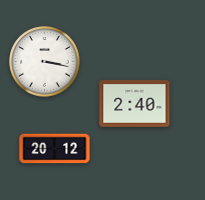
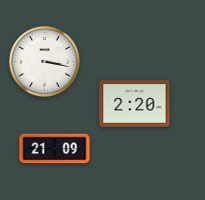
clock at (135, 104): 2:40 -> 2:20
clock at (55, 149): 20:12 -> 21:09
